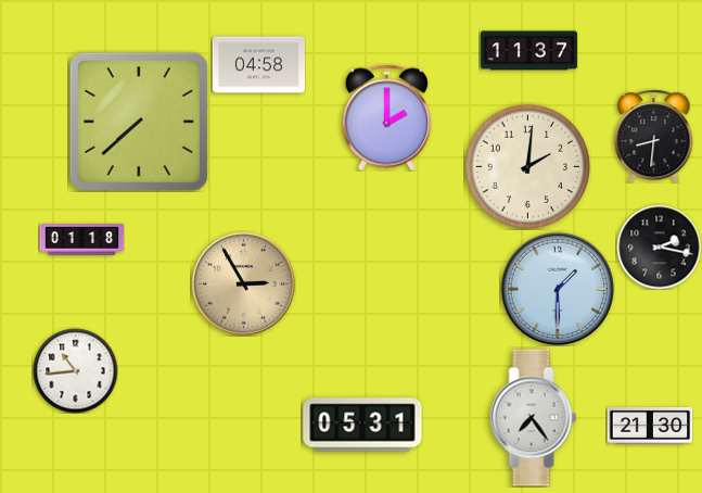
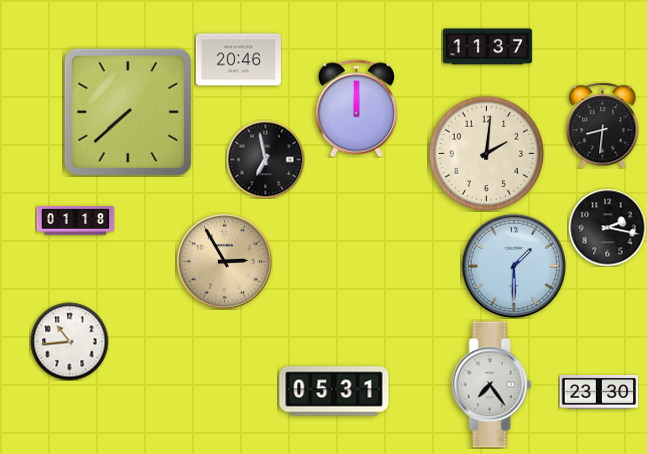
clock at (258, 65): 04:58 -> 20:46
clock at (386, 117): 2:00 -> 12:00
clock at (265, 159): none -> 6:58
clock at (650, 426): 21:30 -> 23:30
